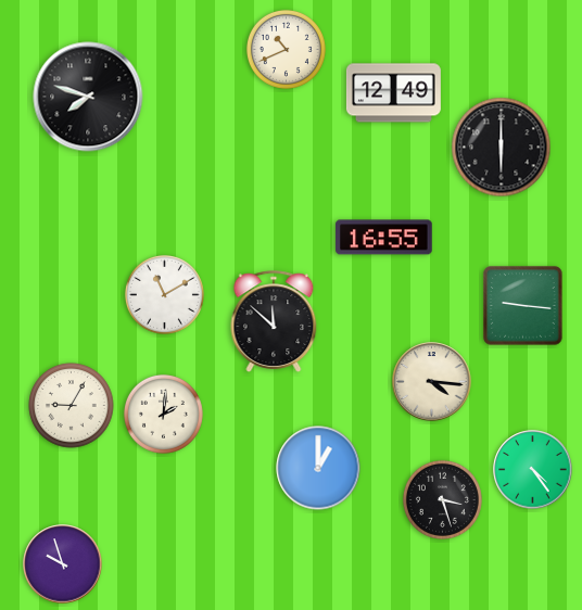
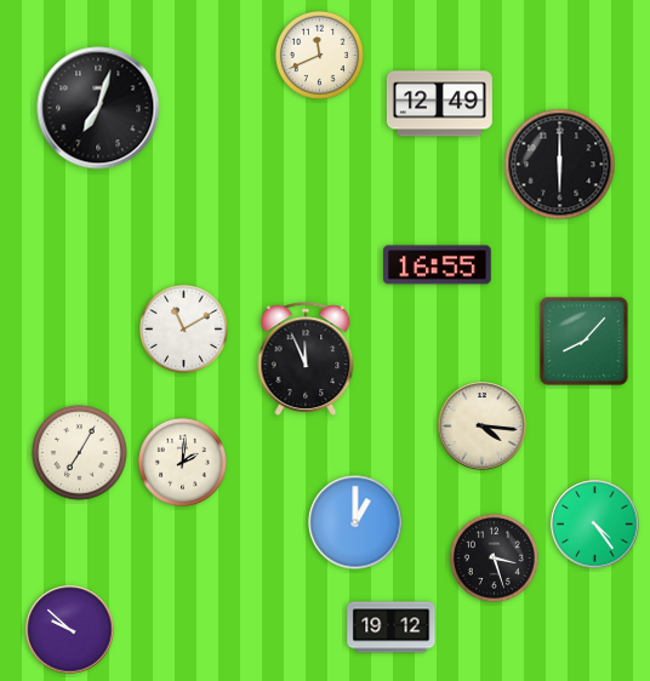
clock at (286, 49): 10:41 -> 11:41
clock at (88, 97): 7:48 -> 7:03
clock at (384, 238) position: (384, 238) -> (438, 265)
clock at (523, 306): 9:16 -> 8:07
clock at (274, 321): 11:52 -> 11:56
clock at (72, 406): 9:05 -> 7:05
clock at (392, 628): none -> 19:12
clock at (63, 564): 9:57 -> 9:52
